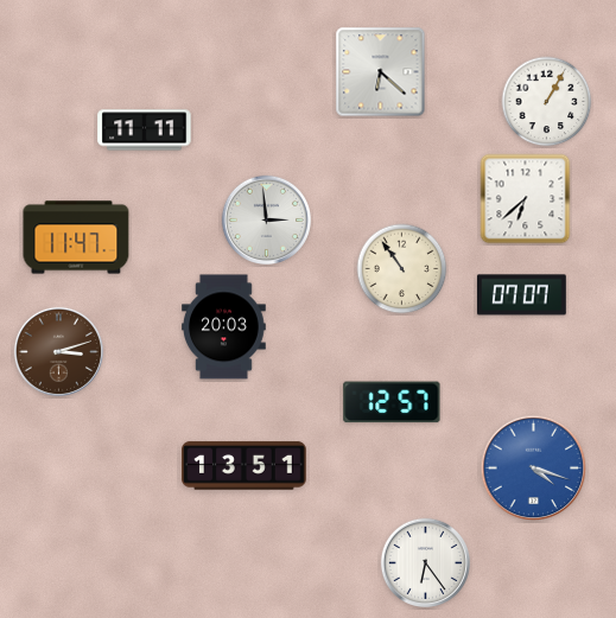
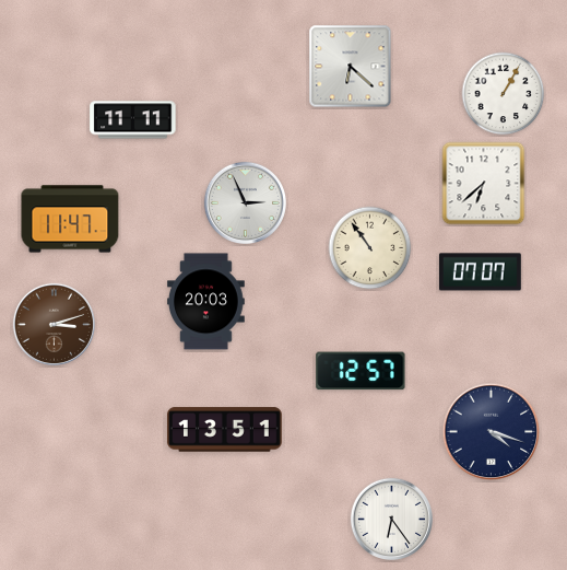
clock at (266, 219): 2:59 -> 2:56
clock at (534, 469) dial: blue -> navy
